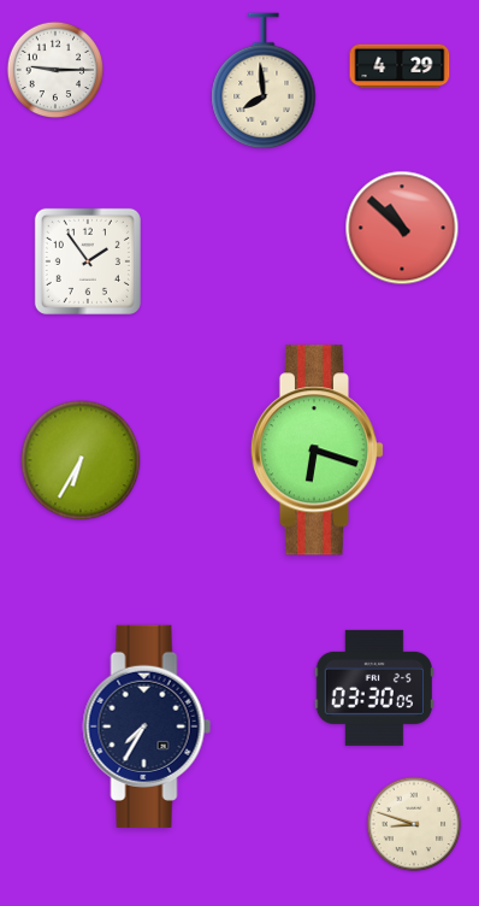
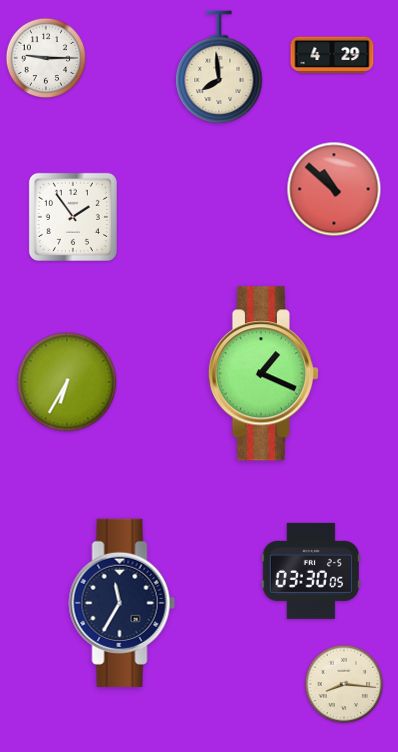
clock at (318, 451): 6:18 -> 1:19
clock at (147, 726): 7:35 -> 11:35
clock at (414, 824): 8:48 -> 8:16
